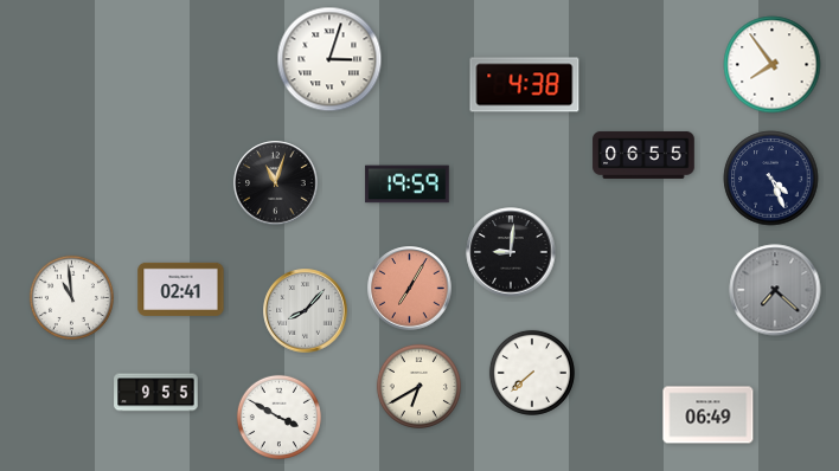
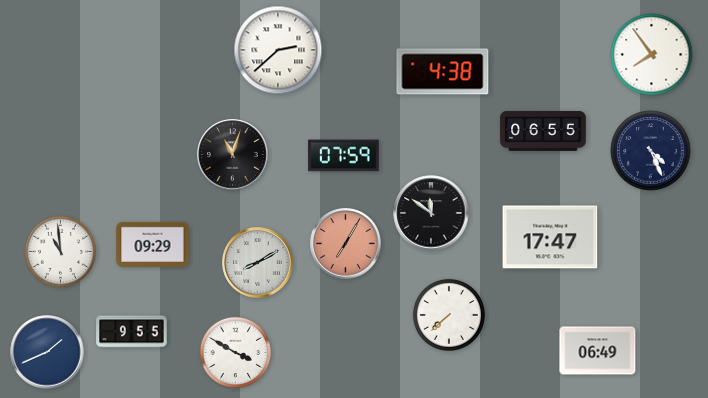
clock at (329, 59): 3:03 -> 2:38
clock at (408, 185): 19:59 -> 07:59
clock at (511, 252): 9:01 -> 11:51
clock at (550, 237): none -> 17:47
clock at (181, 289): 02:41 -> 09:29
clock at (775, 290): 7:22 -> none
clock at (306, 311): 8:07 -> 8:10
clock at (418, 386): 6:40 -> none
clock at (47, 352): none -> 1:41
